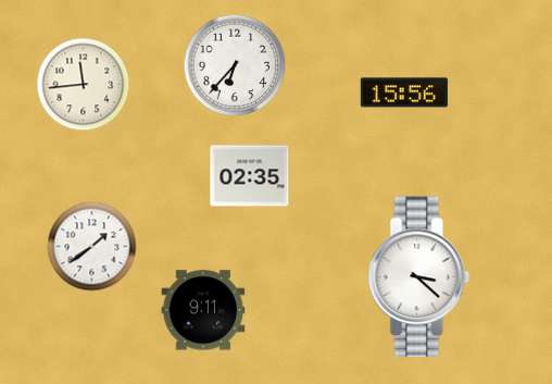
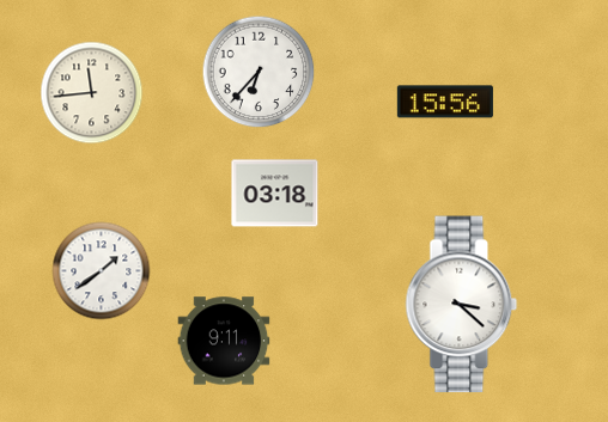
clock at (250, 176): 02:35 -> 03:18
